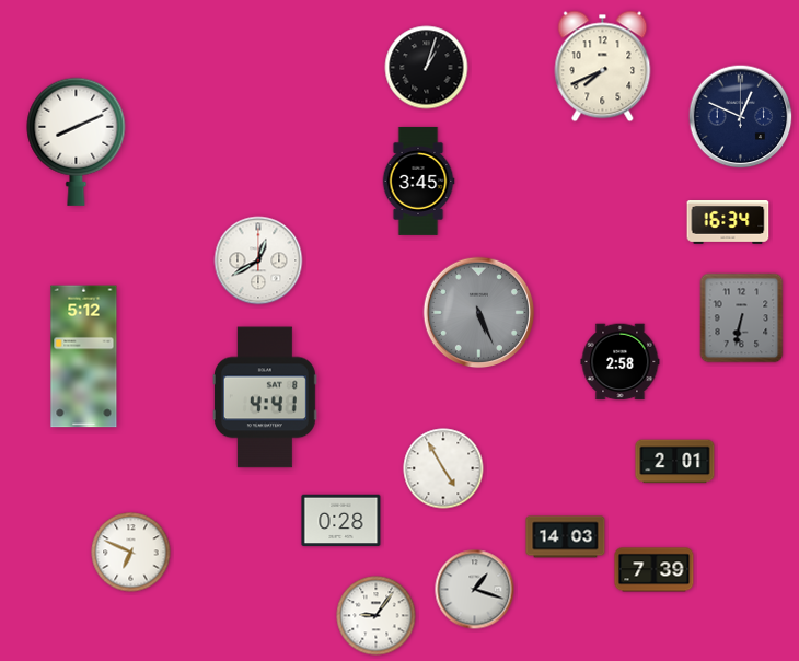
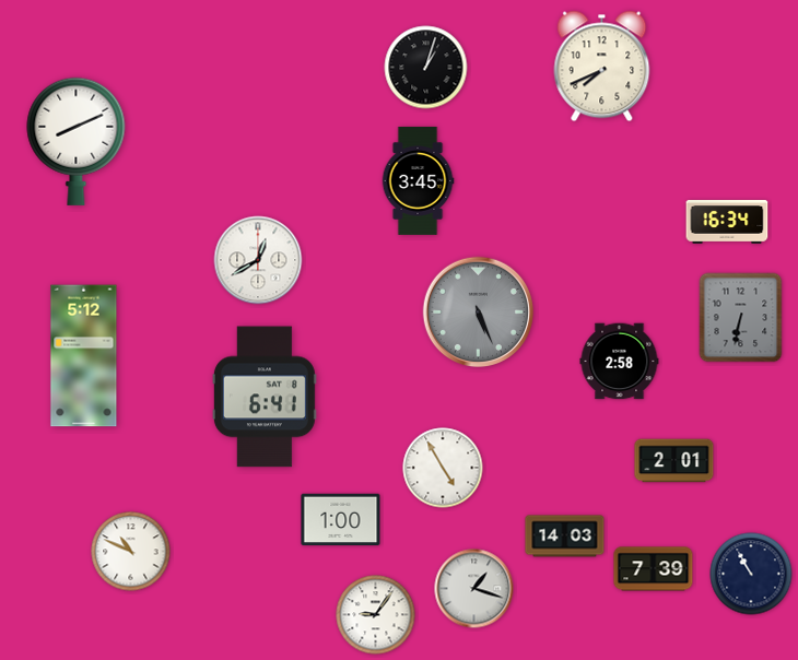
clock at (741, 117): 12:49 -> none
clock at (265, 397): 4:41 -> 6:41
clock at (341, 521): 0:28 -> 1:00
clock at (131, 553): 6:49 -> 10:49
clock at (751, 574): none -> 10:55
